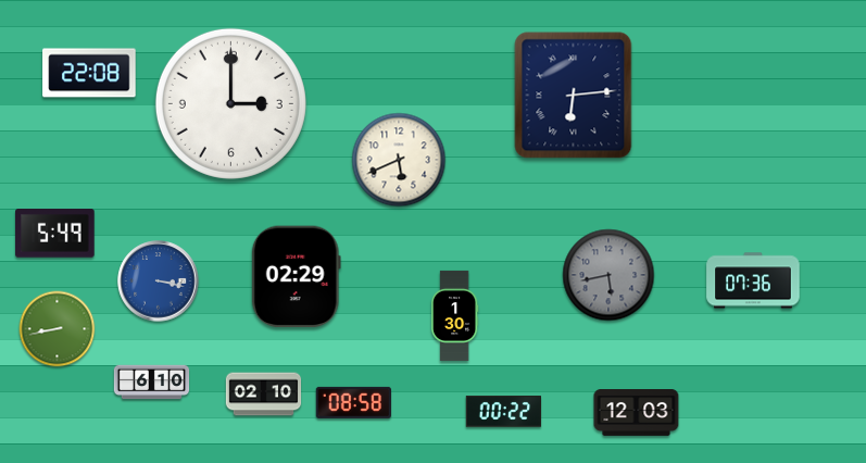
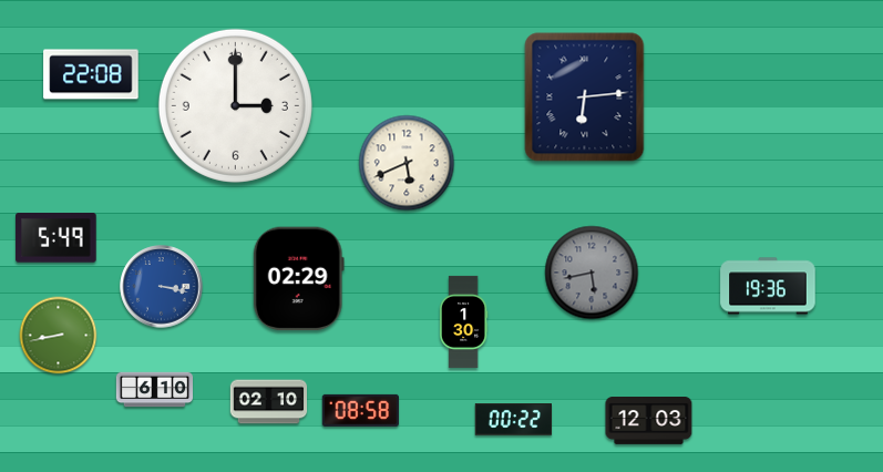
clock at (608, 275) position: (608, 275) -> (592, 273)
clock at (296, 277) position: (296, 277) -> (298, 279)
clock at (753, 280): 07:36 -> 19:36
